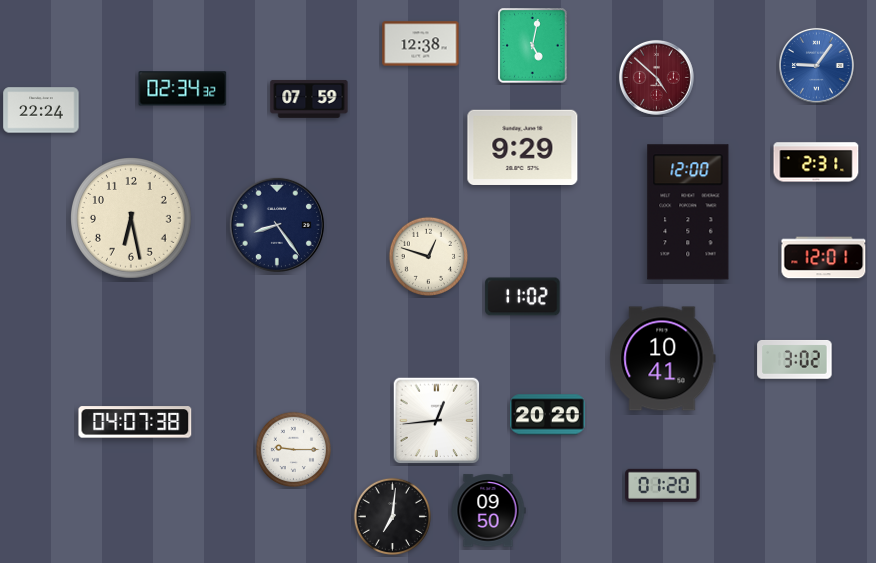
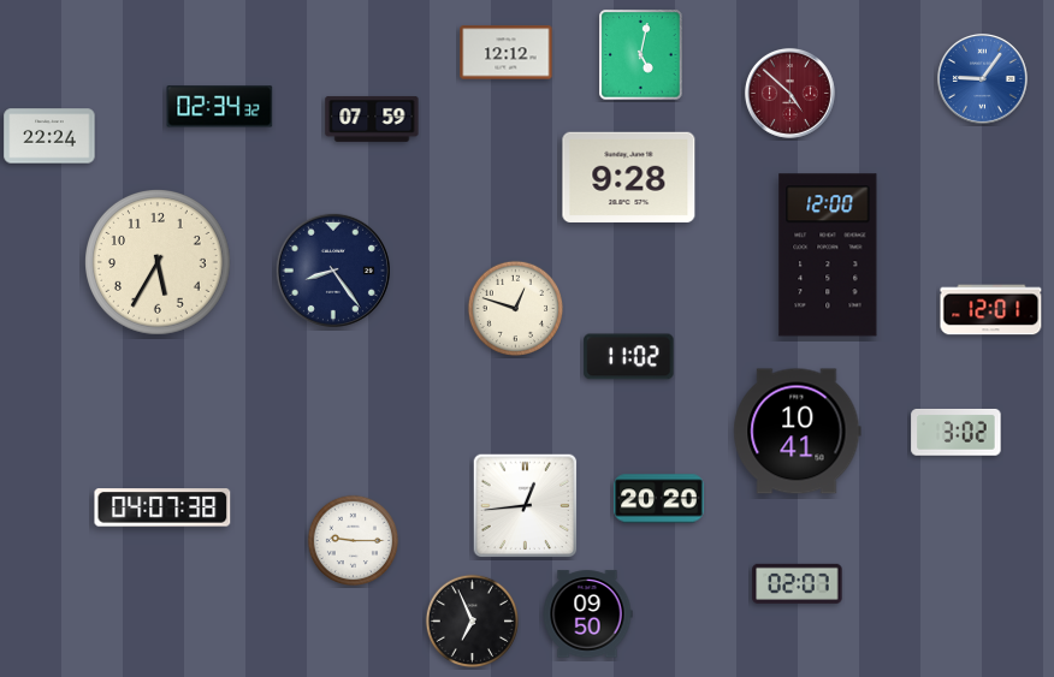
clock at (421, 44): 12:38 -> 12:12
clock at (41, 110) position: (41, 110) -> (49, 136)
clock at (523, 147): 9:29 -> 9:28
clock at (816, 162): 2:31 -> none
clock at (132, 219): 6:28 -> 5:35
clock at (663, 485): 01:20 -> 02:07
clock at (392, 516): 7:01 -> 6:56
